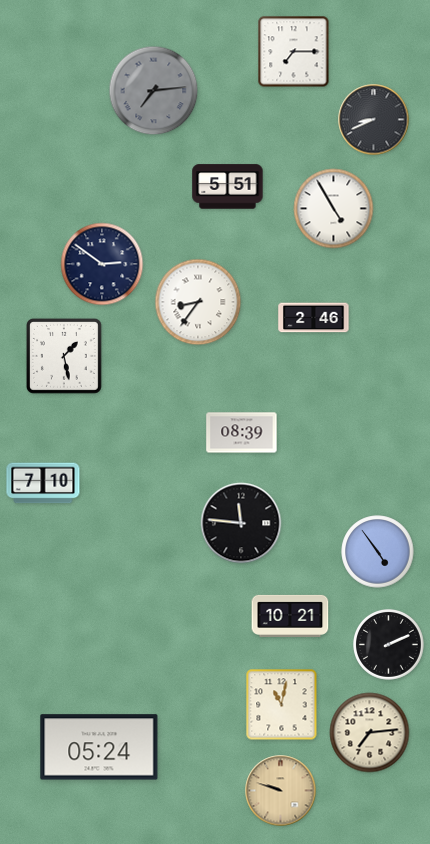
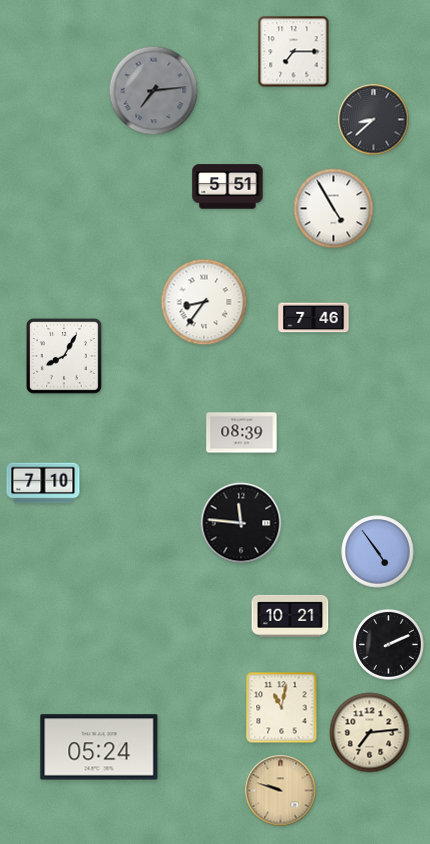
clock at (374, 120): 8:41 -> 8:38
clock at (102, 264): 2:51 -> none
clock at (198, 302) position: (198, 302) -> (204, 302)
clock at (314, 318): 2:46 -> 7:46
clock at (64, 356): 1:28 -> 8:05
clock at (282, 705) position: (282, 705) -> (282, 708)
